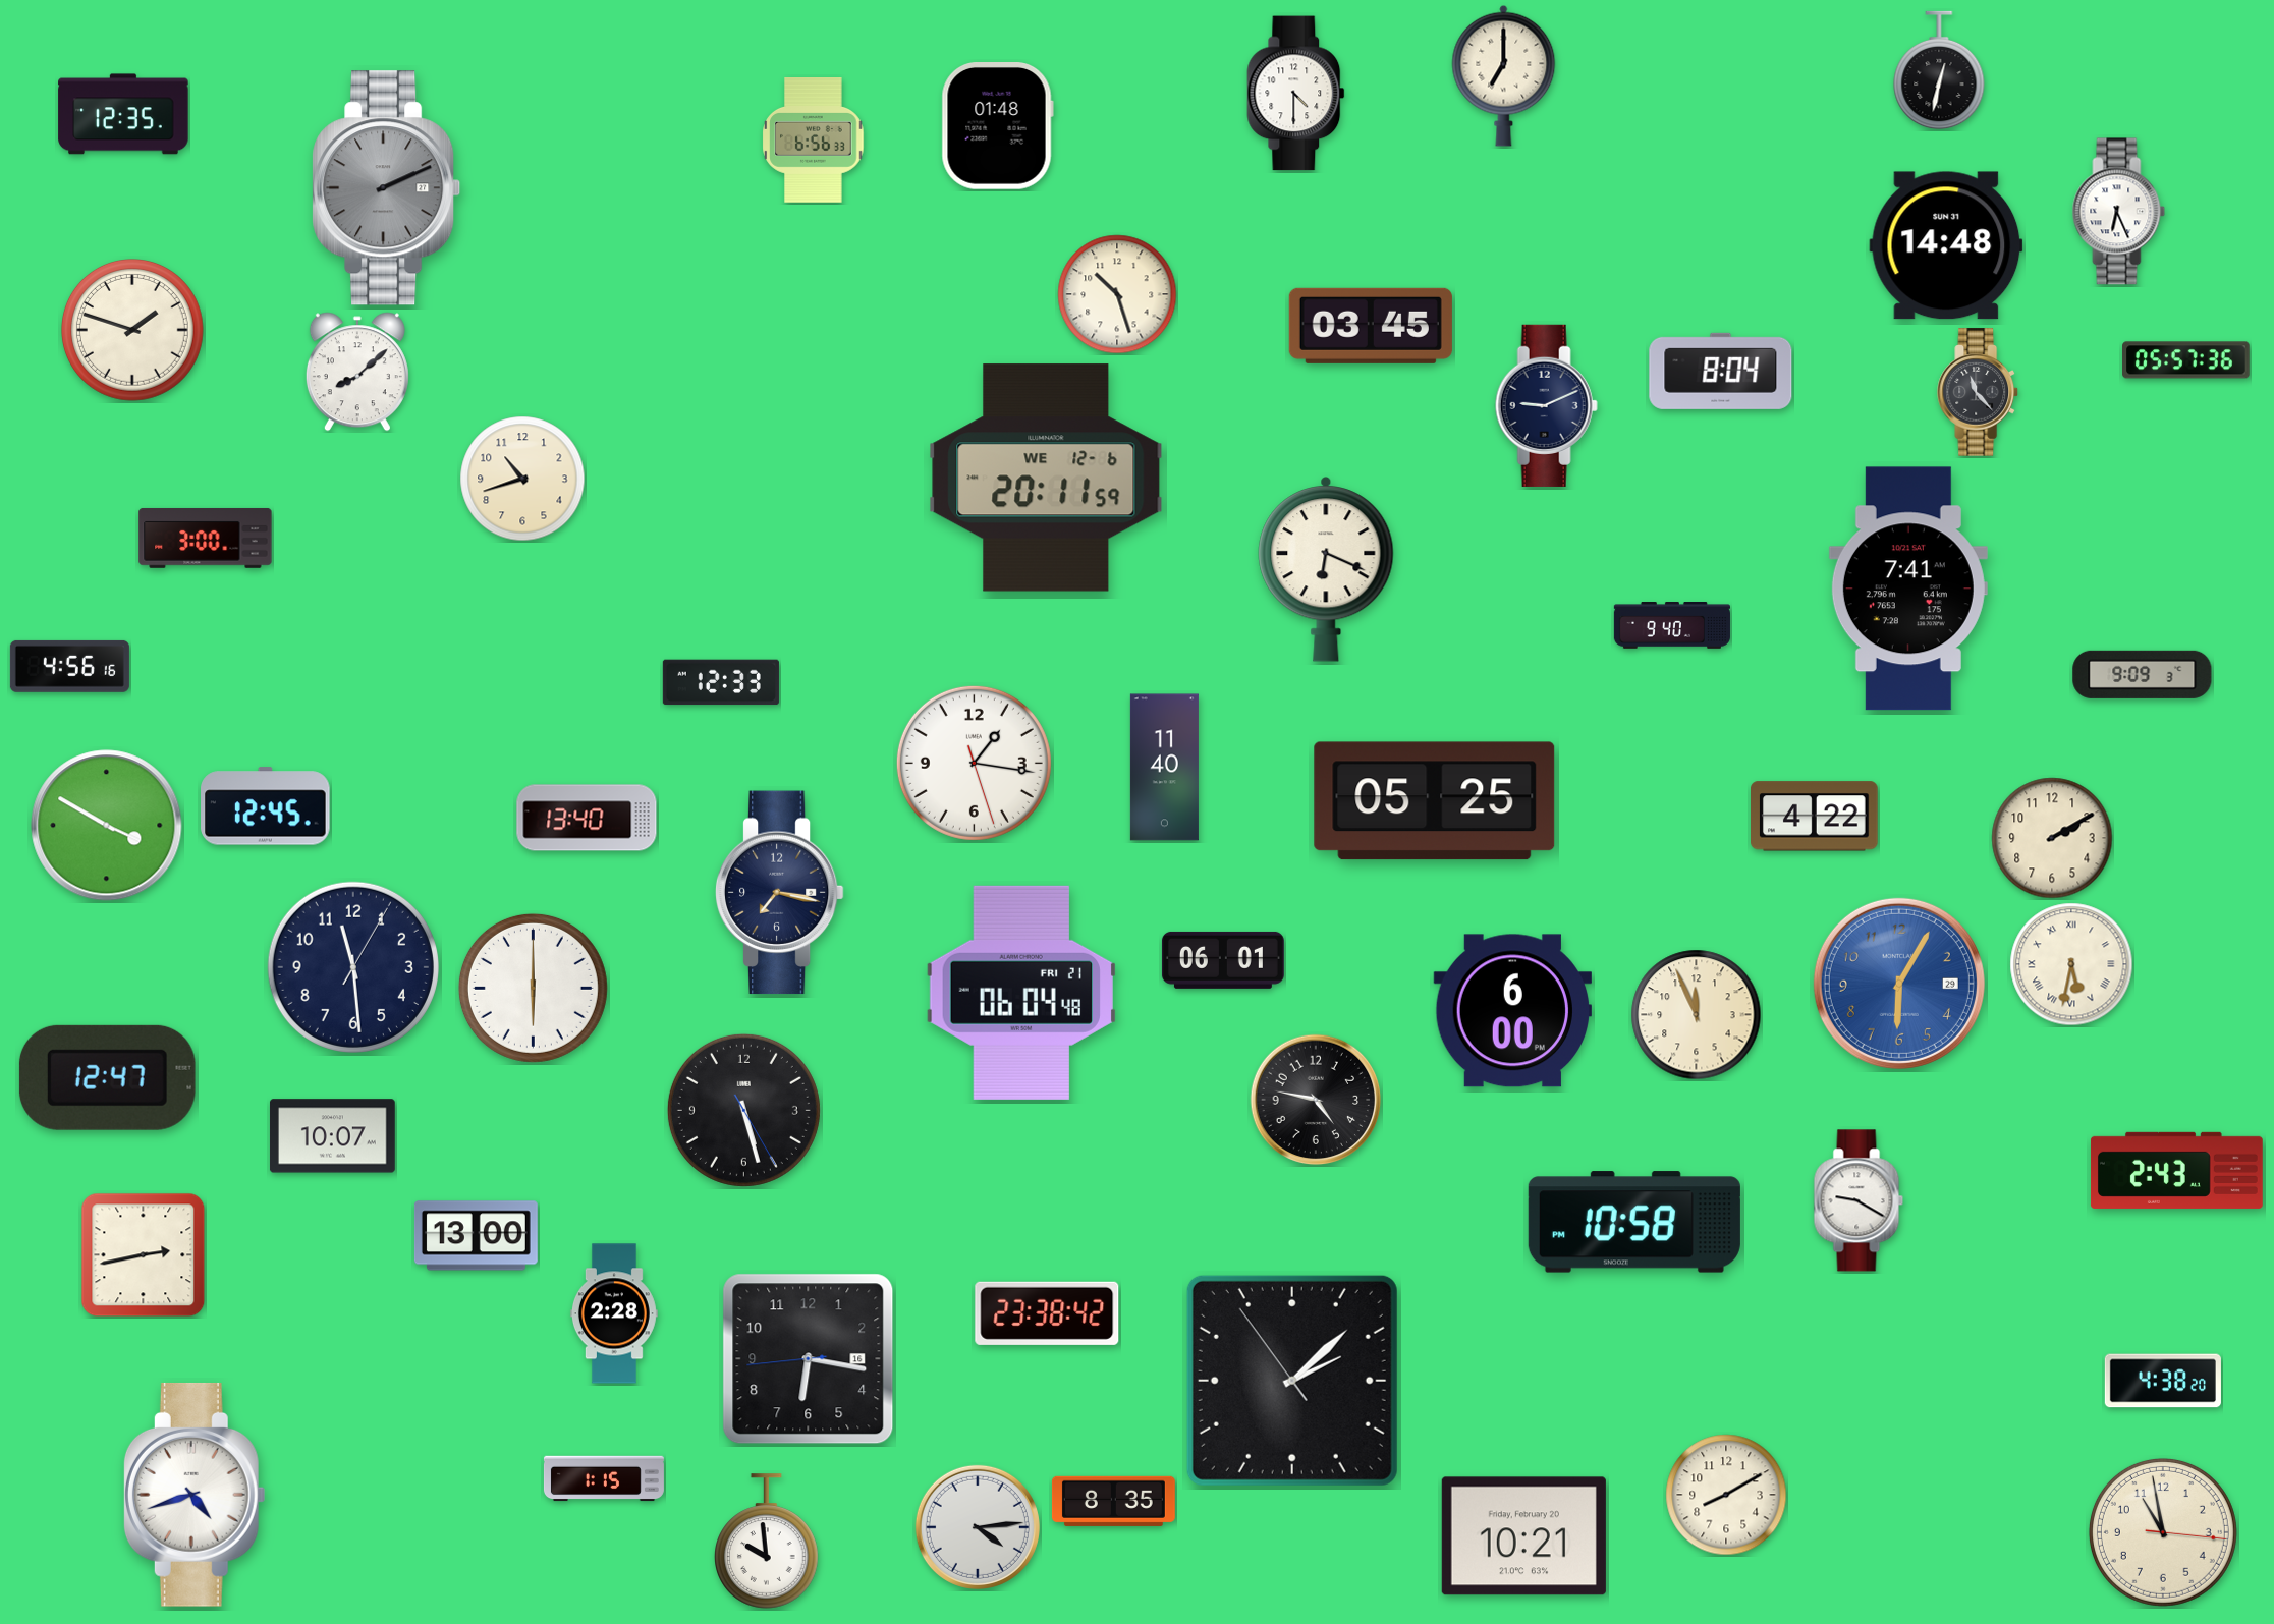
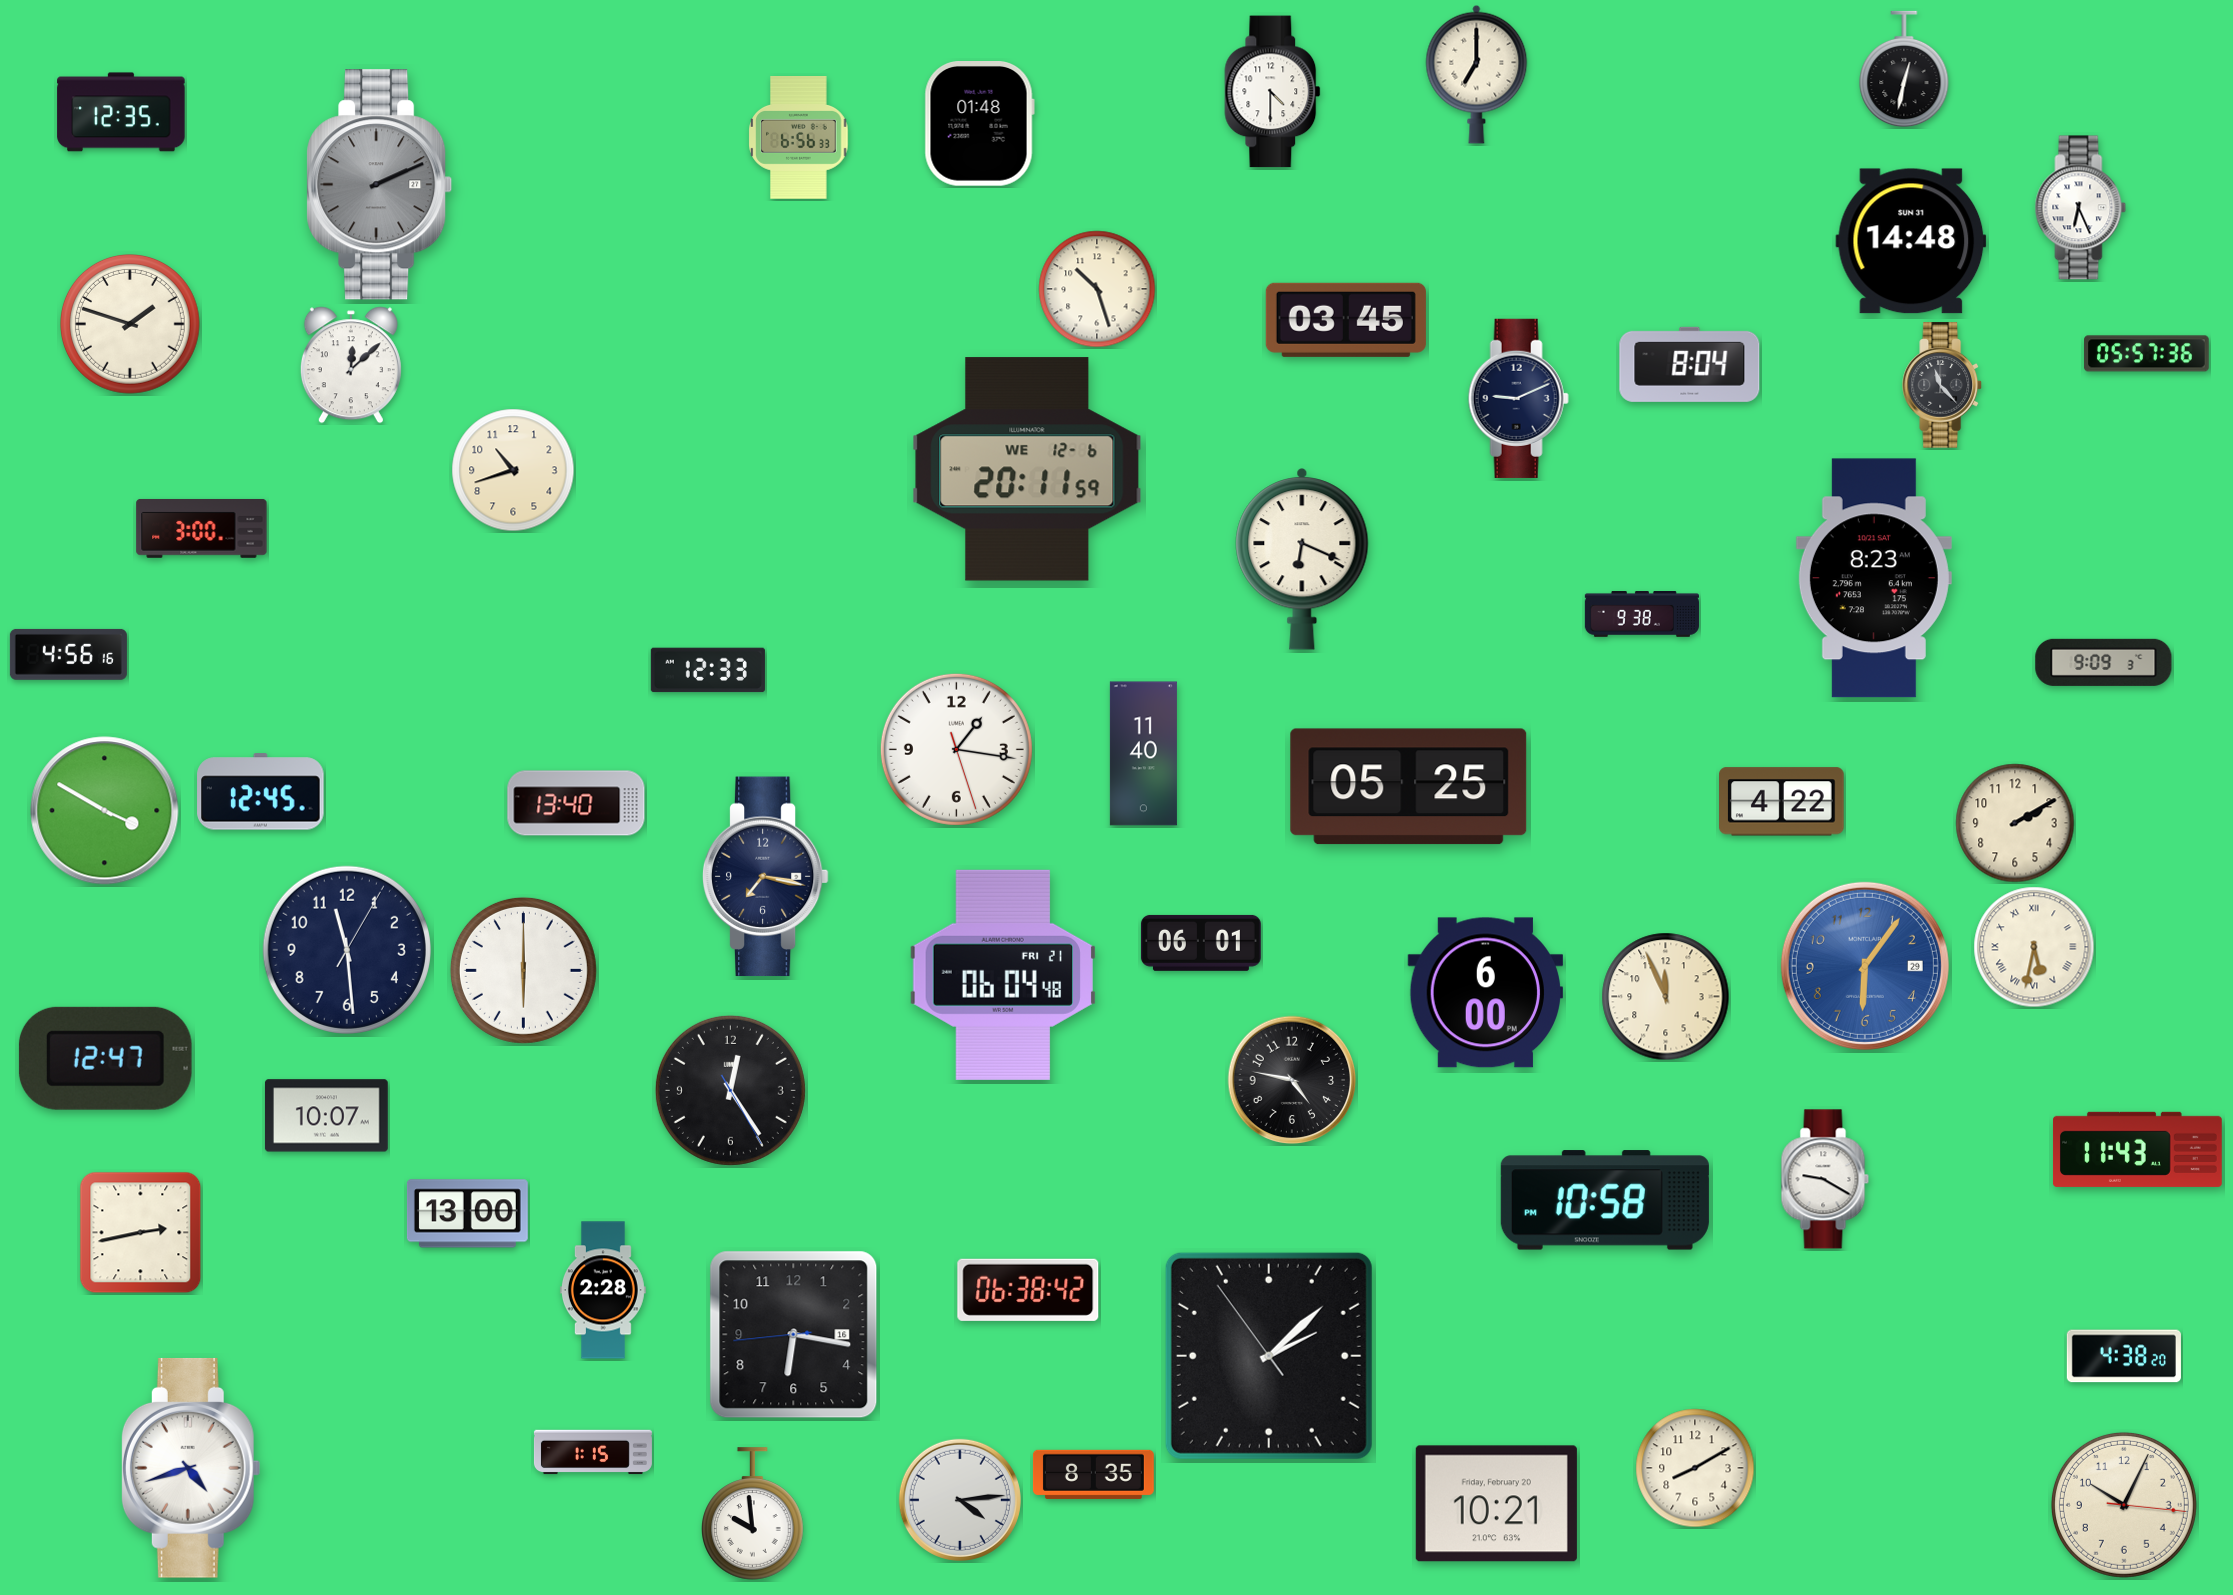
clock at (357, 372): 8:08 -> 12:08
clock at (1908, 589): 7:41 -> 8:23
clock at (1672, 626): 9:40 -> 9:38
clock at (1899, 984): 6:05 -> 6:06
clock at (743, 1110): 5:27 -> 12:24
clock at (2176, 1170): 2:43 -> 11:43
clock at (1047, 1313): 23:38 -> 06:38
clock at (2163, 1532): 10:58 -> 10:04
clock at (1523, 1536) position: (1523, 1536) -> (1496, 1504)
